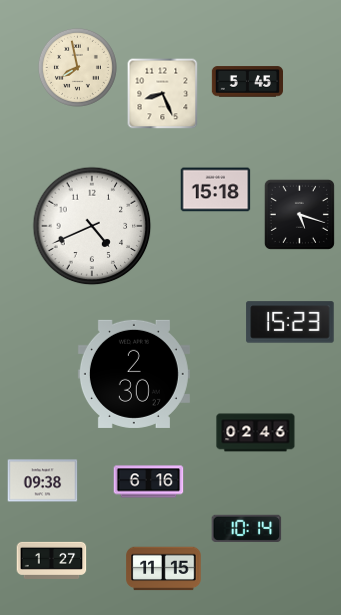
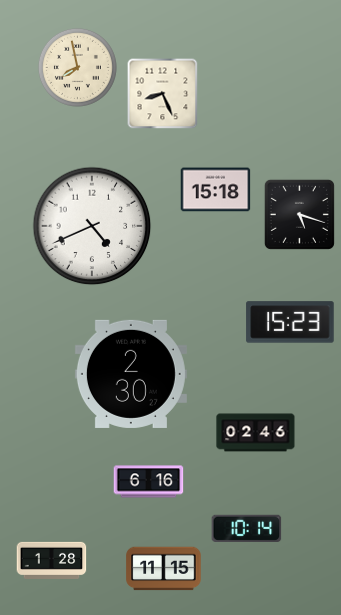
clock at (247, 82): 5:45 -> none
clock at (134, 374) position: (134, 374) -> (131, 374)
clock at (43, 481): 09:38 -> none
clock at (52, 560): 1:27 -> 1:28
